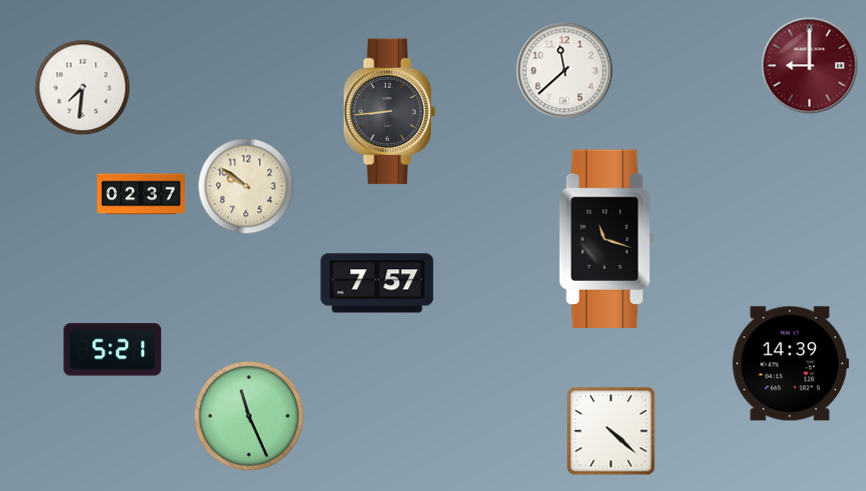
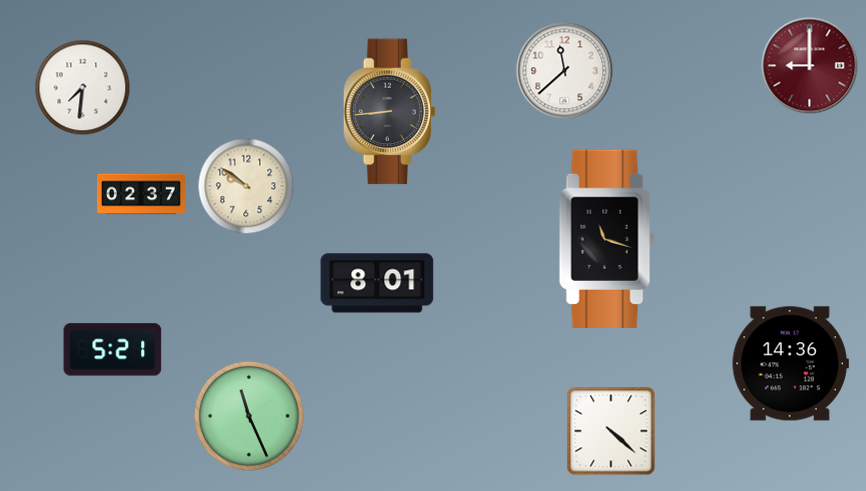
clock at (377, 283): 7:57 -> 8:01
clock at (790, 364): 14:39 -> 14:36
